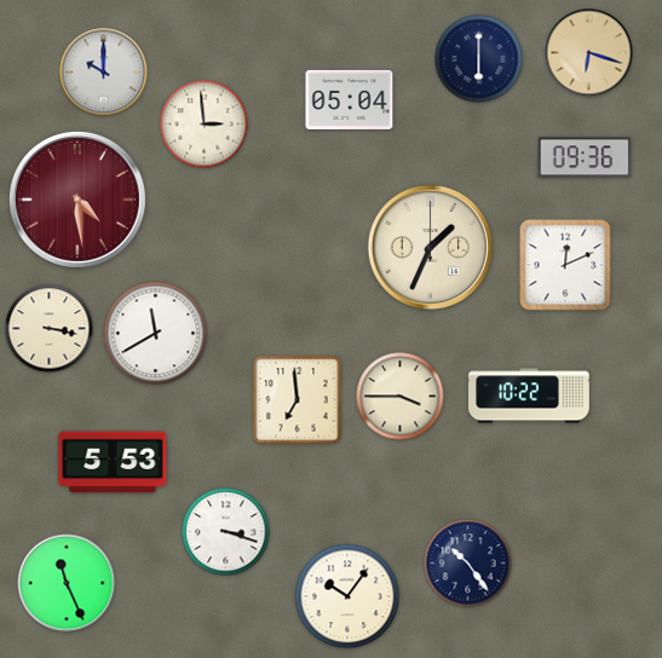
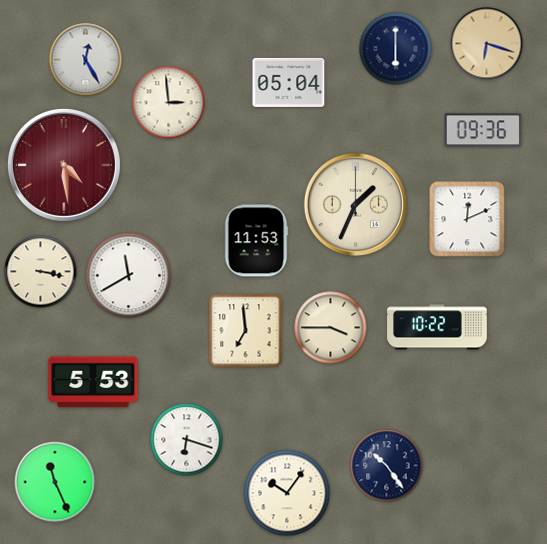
clock at (104, 73): 10:00 -> 12:25
clock at (256, 241): none -> 11:53
clock at (226, 532): 3:18 -> 6:18
